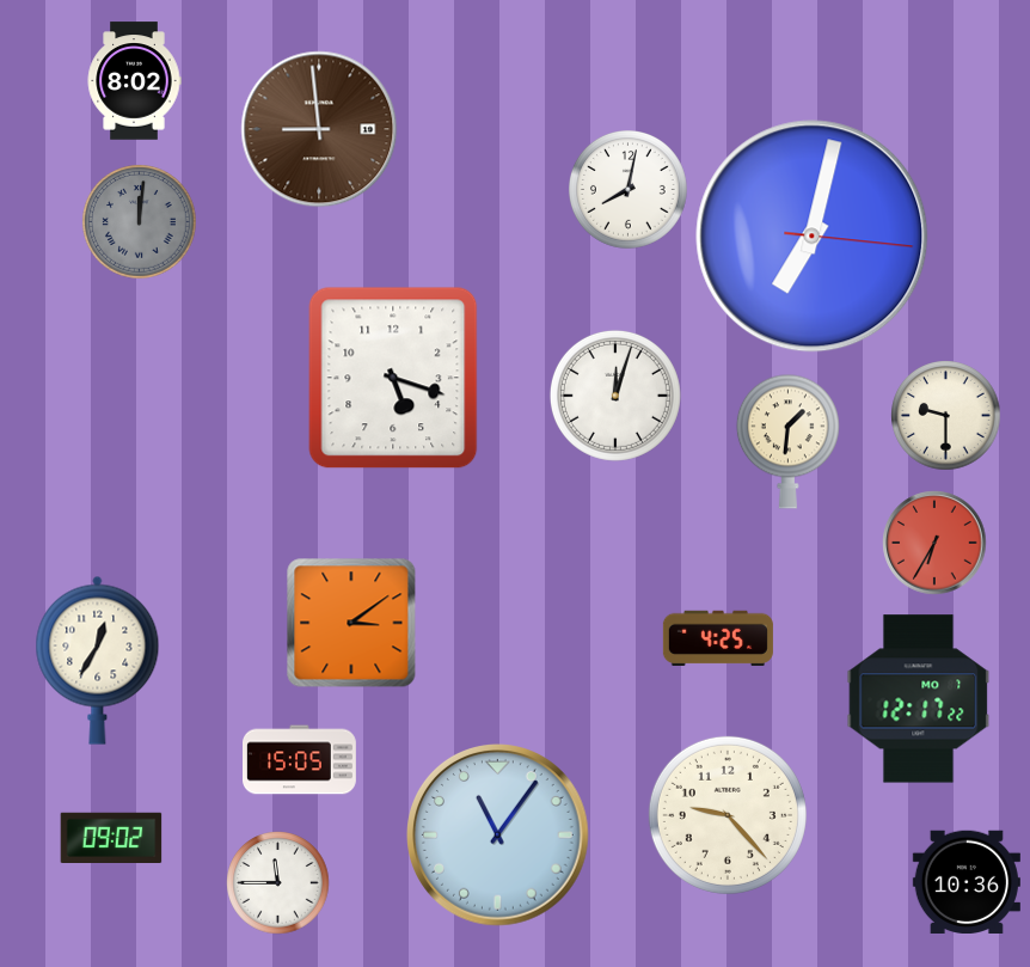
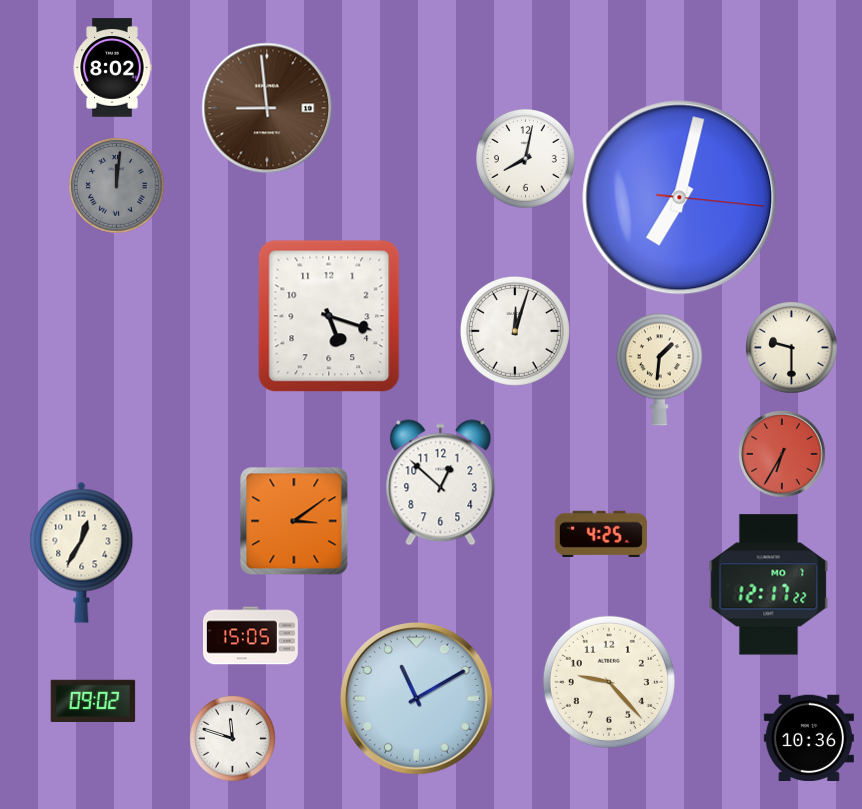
clock at (441, 483): none -> 12:52
clock at (498, 836): 11:06 -> 11:10
clock at (278, 883): 11:45 -> 11:48
